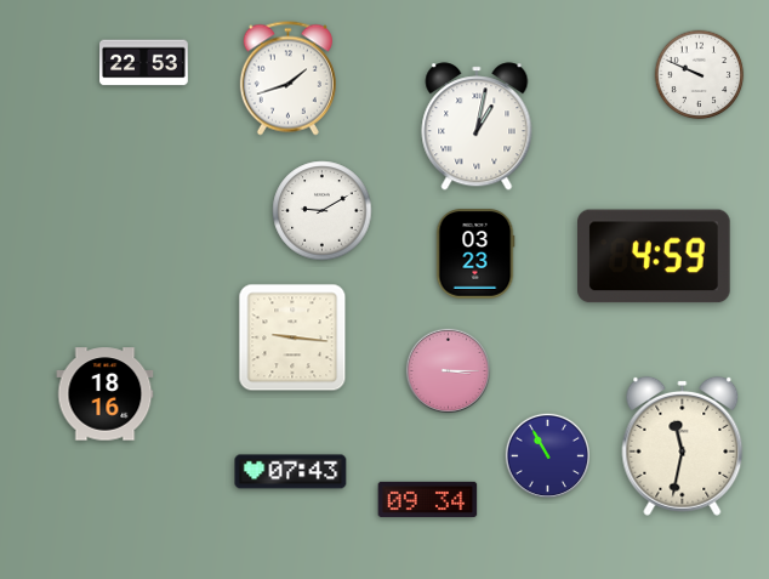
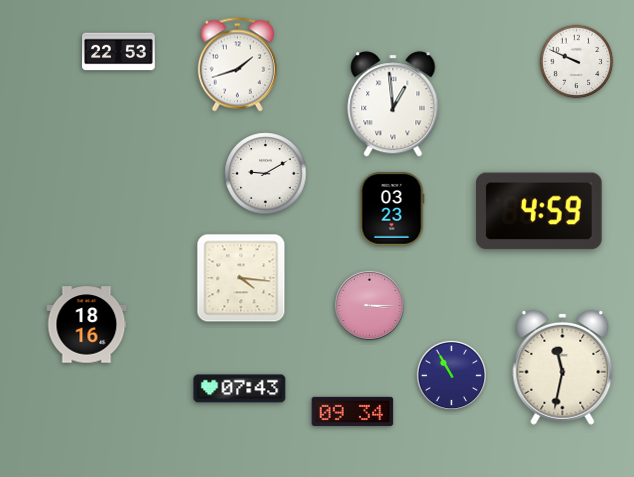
clock at (477, 126): 1:02 -> 12:59
clock at (292, 337): 9:16 -> 4:16
